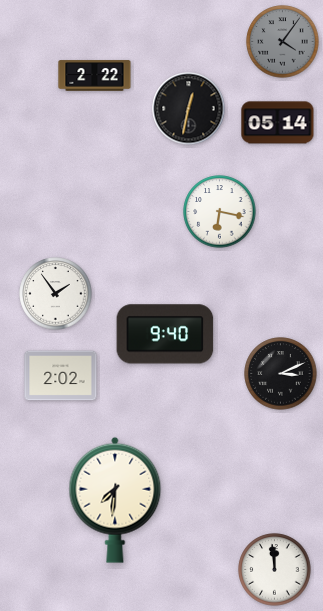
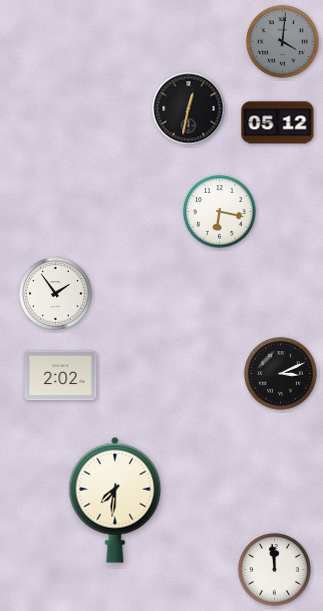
clock at (283, 42): 4:06 -> 4:01
clock at (95, 76): 2:22 -> none
clock at (278, 123): 05:14 -> 05:12
clock at (165, 334): 9:40 -> none
